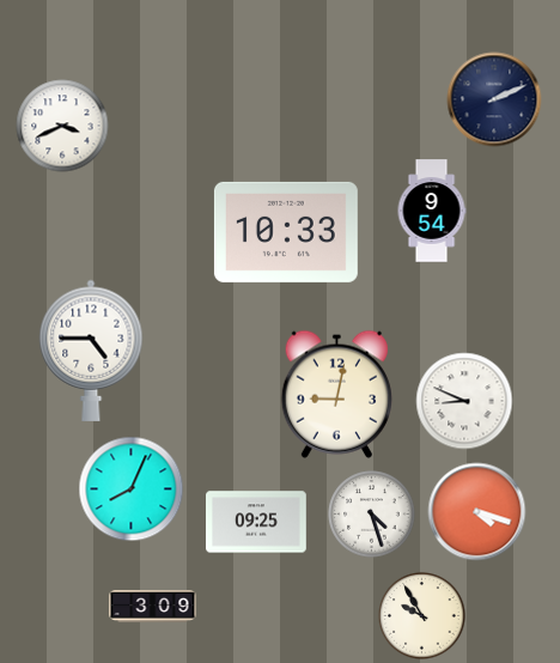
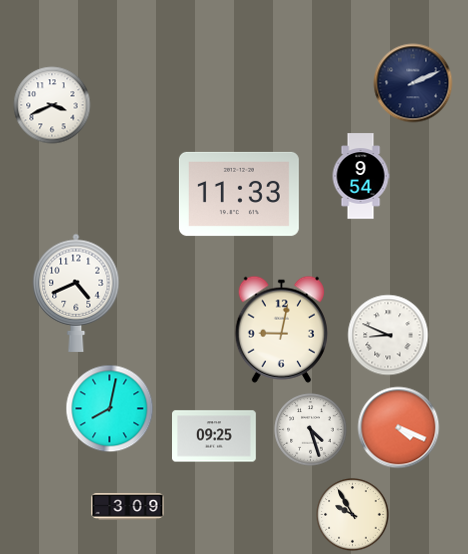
clock at (286, 232): 10:33 -> 11:33
clock at (91, 351): 4:45 -> 4:41
clock at (132, 489): 8:04 -> 8:02
clock at (477, 512): 4:18 -> 4:19
